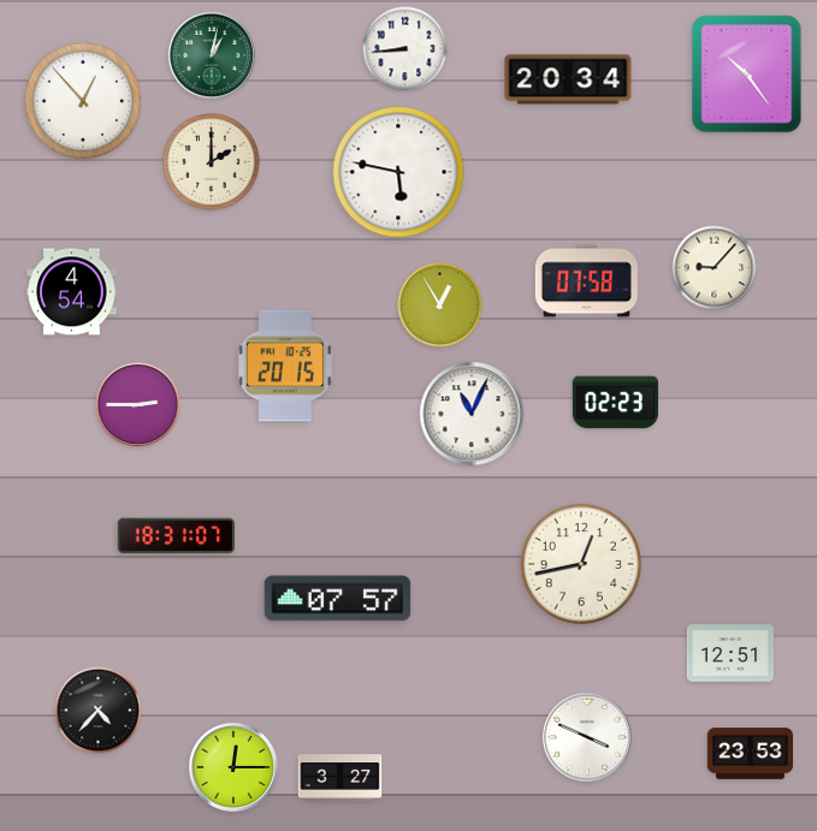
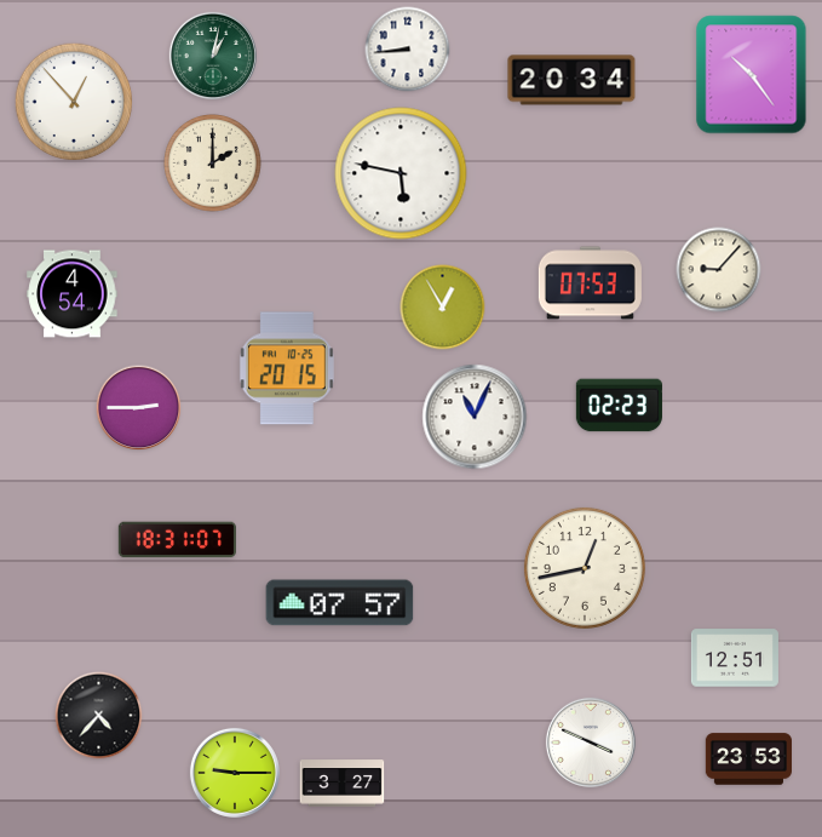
clock at (83, 101) position: (83, 101) -> (74, 102)
clock at (586, 281): 07:58 -> 07:53
clock at (750, 754) position: (750, 754) -> (748, 759)
clock at (233, 767): 12:15 -> 9:15
